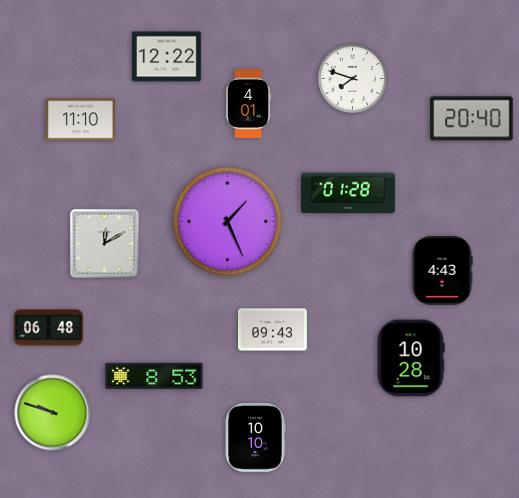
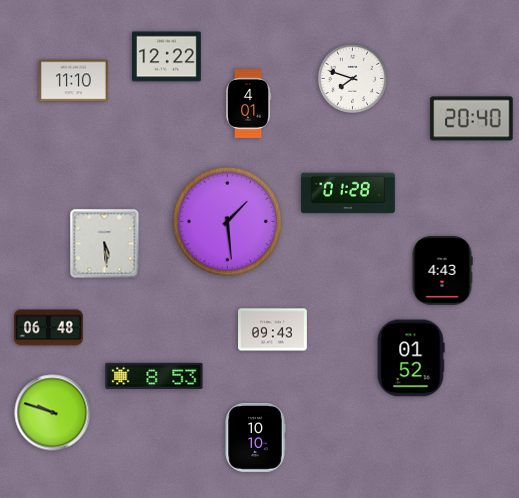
clock at (81, 120) position: (81, 120) -> (74, 81)
clock at (227, 221): 1:26 -> 1:29
clock at (105, 244): 12:10 -> 5:29
clock at (411, 358): 10:28 -> 01:52
